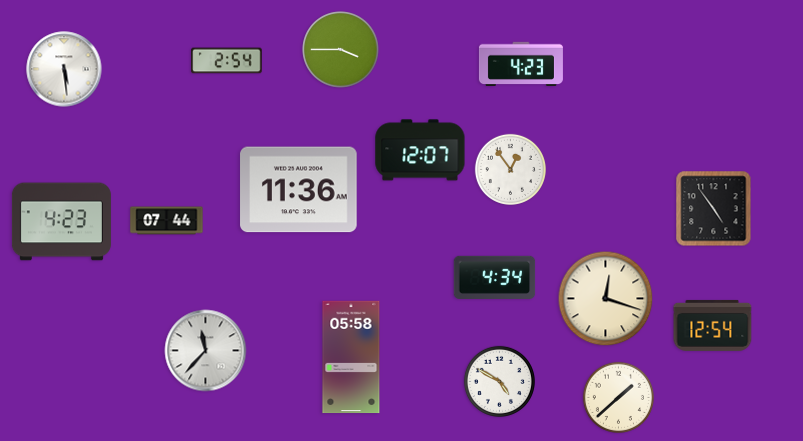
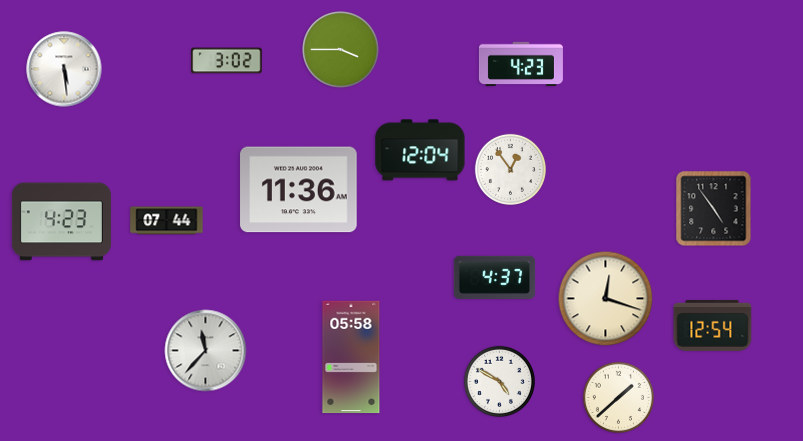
clock at (227, 61): 2:54 -> 3:02
clock at (420, 150): 12:07 -> 12:04
clock at (495, 277): 4:34 -> 4:37
